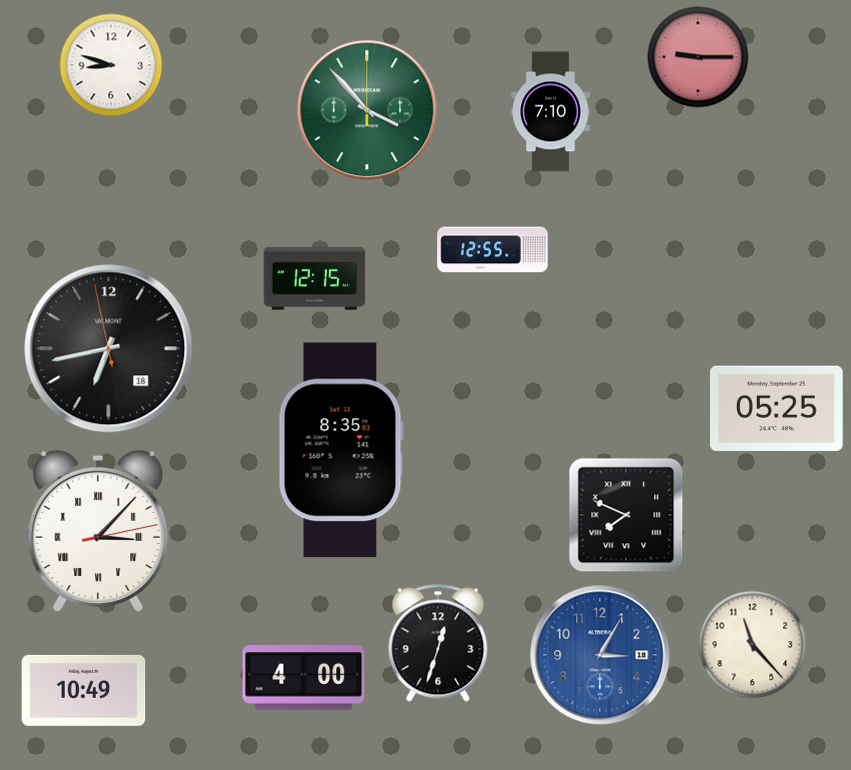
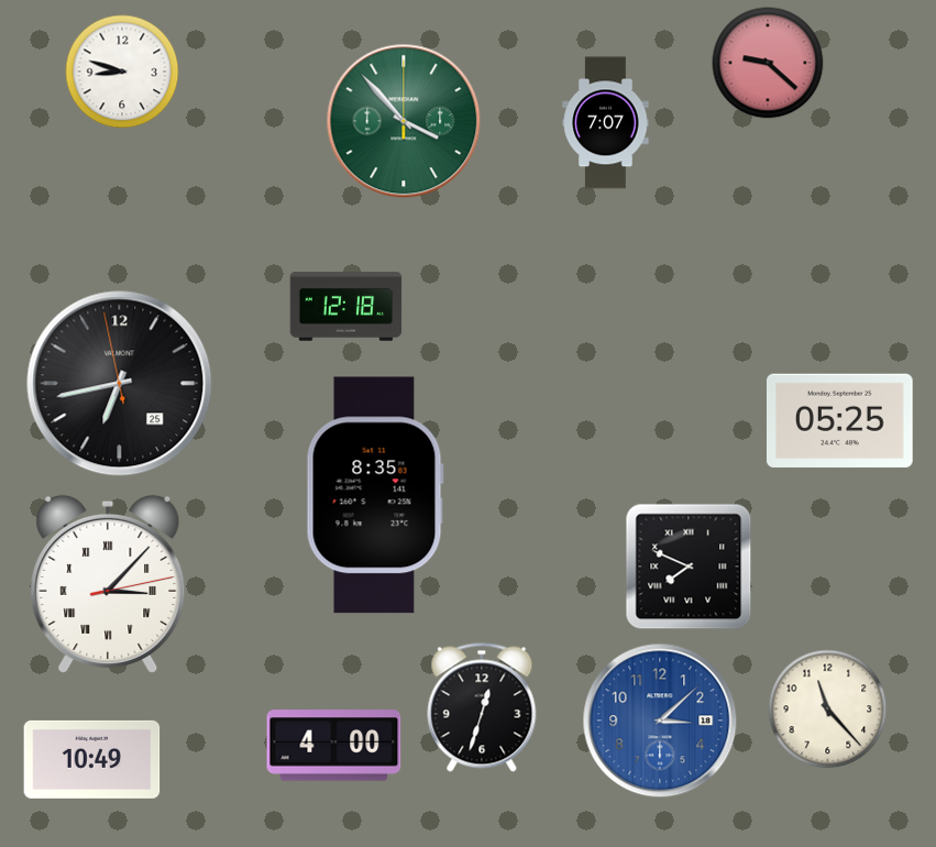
clock at (698, 57): 9:15 -> 9:22
clock at (551, 112): 7:10 -> 7:07
clock at (493, 250): 12:55 -> none
clock at (315, 279): 12:15 -> 12:18
clock at (109, 349) date: 18 -> 25
clock at (777, 408) position: (777, 408) -> (840, 420)
clock at (600, 655): 3:05 -> 3:08
